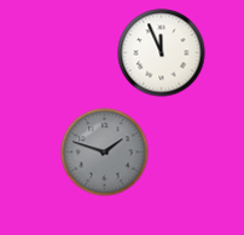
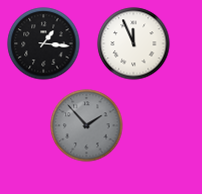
clock at (44, 44): none -> 1:16
clock at (105, 153): 1:48 -> 1:53
